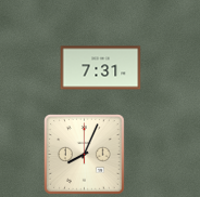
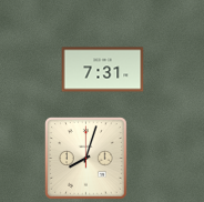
clock at (85, 155): 8:04 -> 8:03
